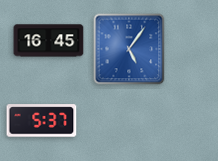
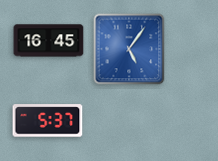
clock at (42, 121) position: (42, 121) -> (48, 121)
